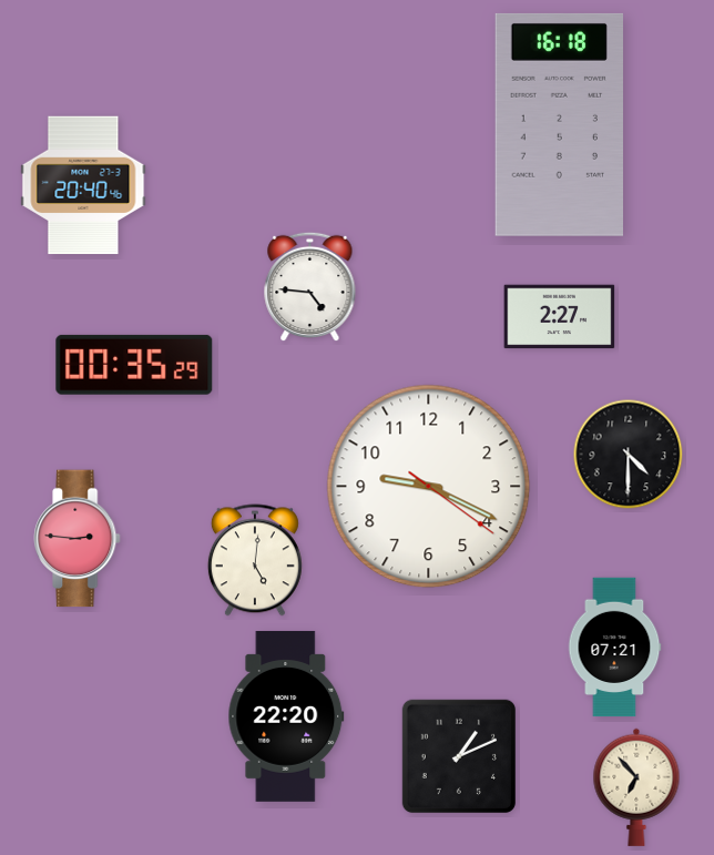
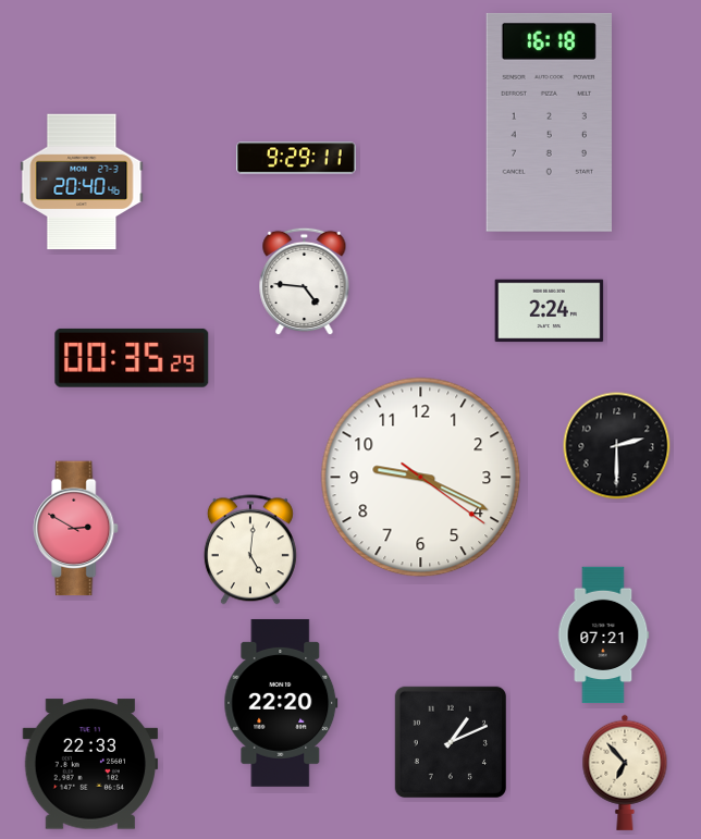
clock at (296, 158): none -> 9:29
clock at (560, 317): 2:27 -> 2:24
clock at (629, 455): 4:30 -> 2:30
clock at (78, 539): 2:46 -> 2:50
clock at (90, 764): none -> 22:33
